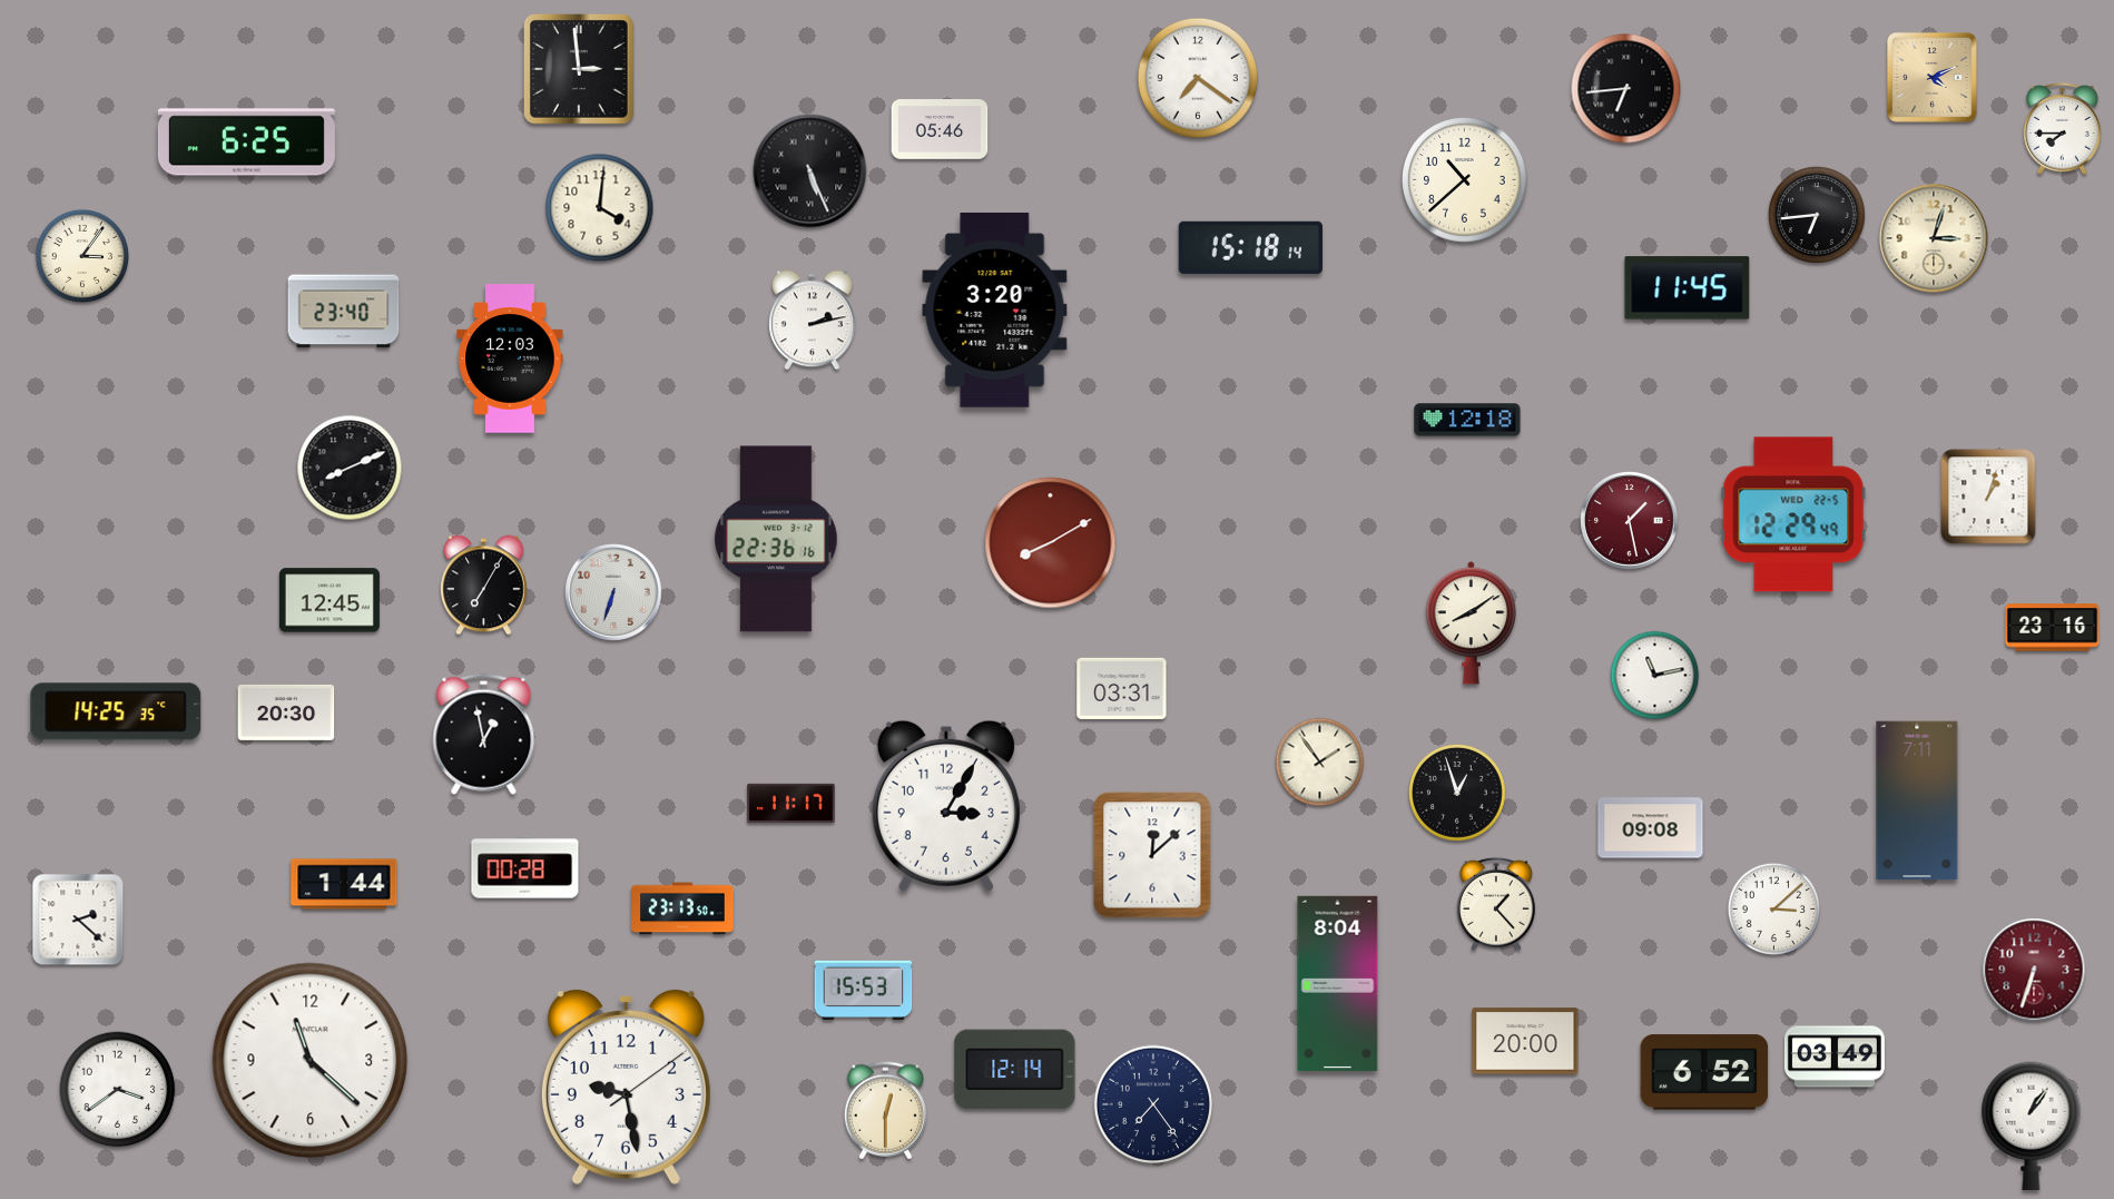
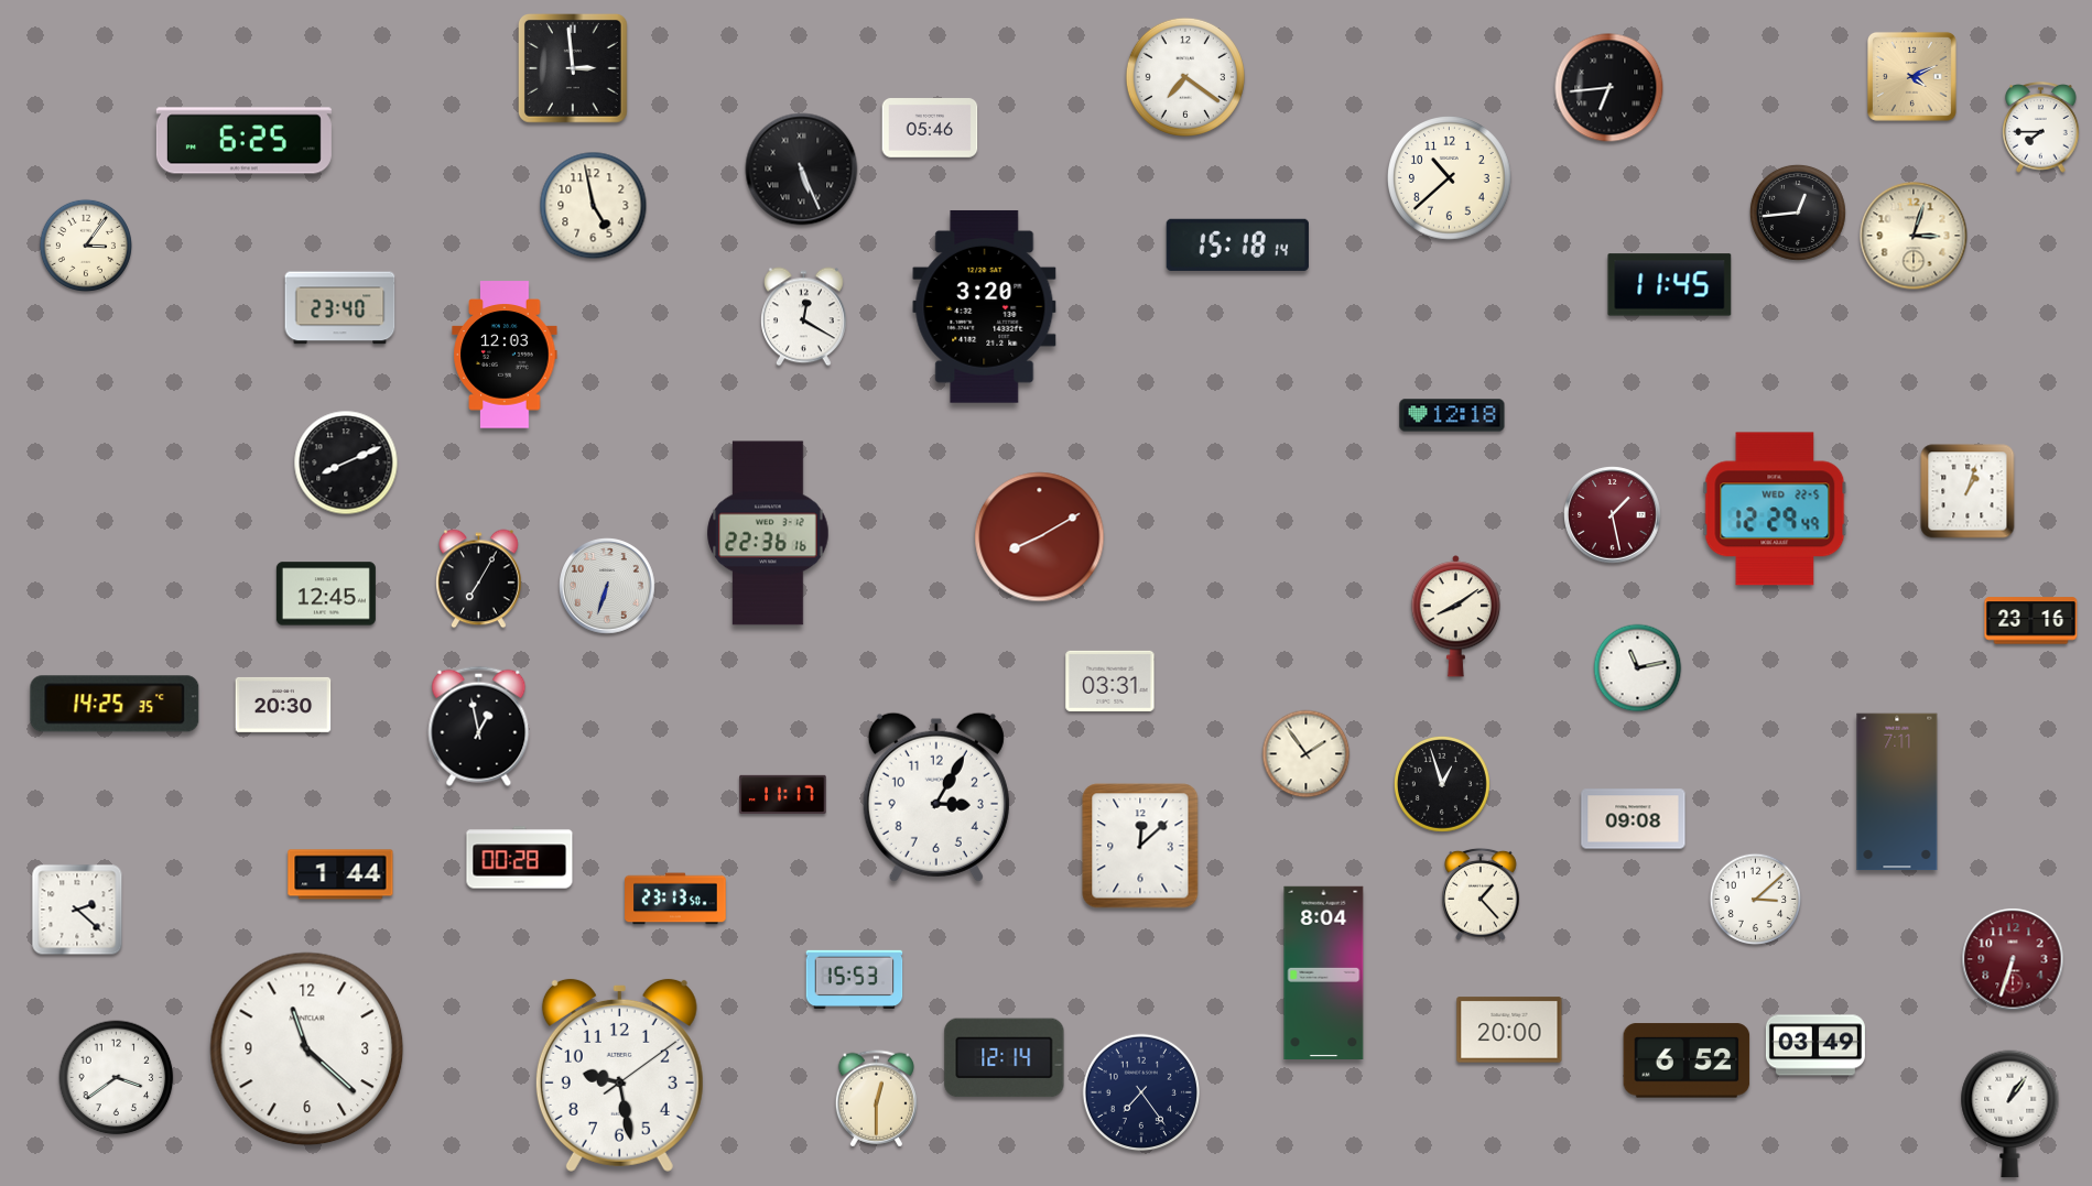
clock at (600, 208): 4:01 -> 4:58
clock at (1817, 215): 6:44 -> 12:44
clock at (82, 256) position: (82, 256) -> (86, 246)
clock at (813, 321): 2:13 -> 12:20
